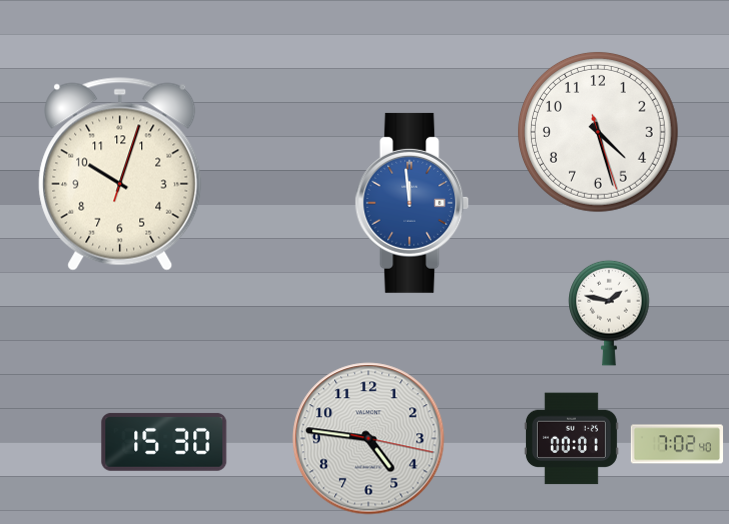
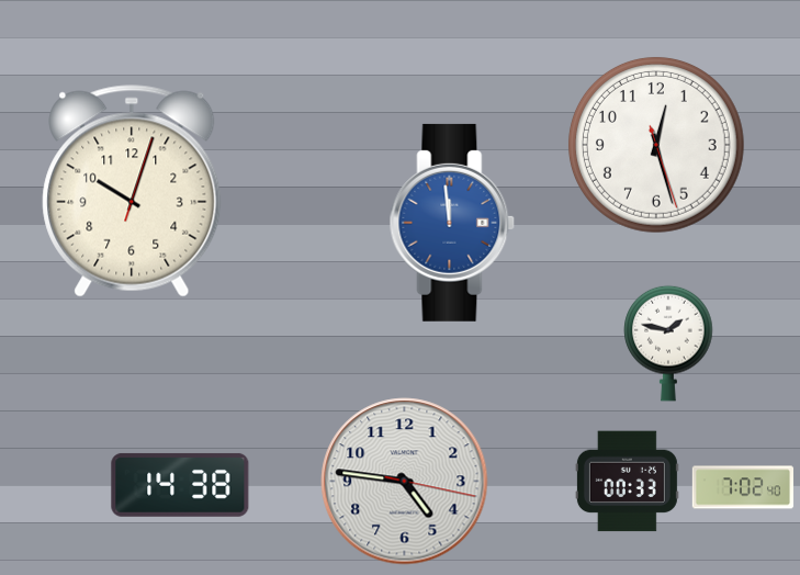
clock at (598, 132): 4:27 -> 12:27
clock at (571, 439): 00:01 -> 00:33
clock at (164, 442): 15:30 -> 14:38
